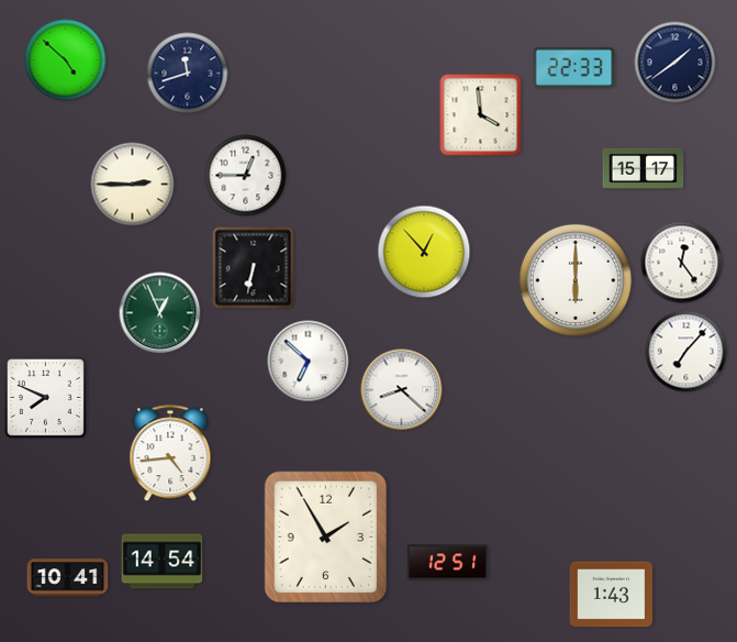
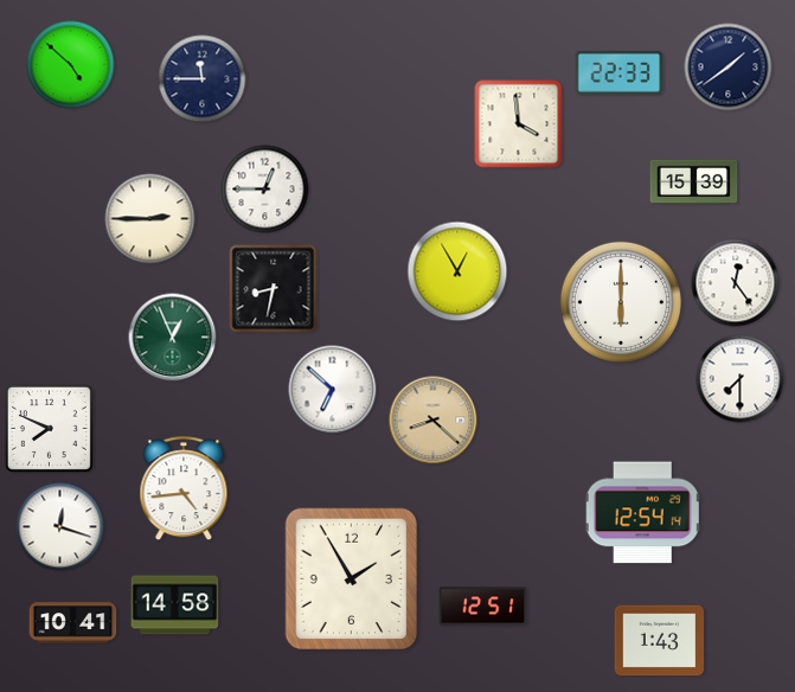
clock at (188, 74): 11:42 -> 11:45
clock at (644, 168): 15:17 -> 15:39
clock at (133, 185) position: (133, 185) -> (150, 219)
clock at (424, 252): 12:53 -> 12:55
clock at (254, 268): 6:32 -> 8:32
clock at (686, 352): 7:07 -> 7:30
clock at (402, 390) dial: white -> champagne
clock at (643, 513): none -> 12:54
clock at (60, 527): none -> 12:18
clock at (163, 562): 14:54 -> 14:58
